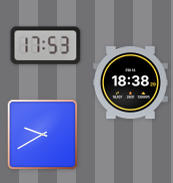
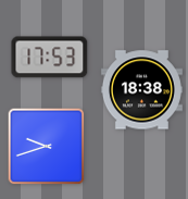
clock at (46, 46) position: (46, 46) -> (50, 58)
clock at (43, 135): 9:40 -> 9:42
